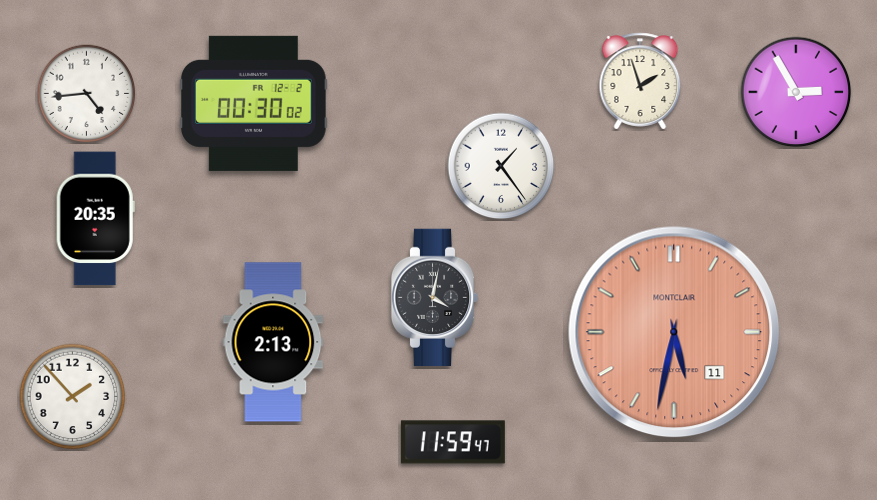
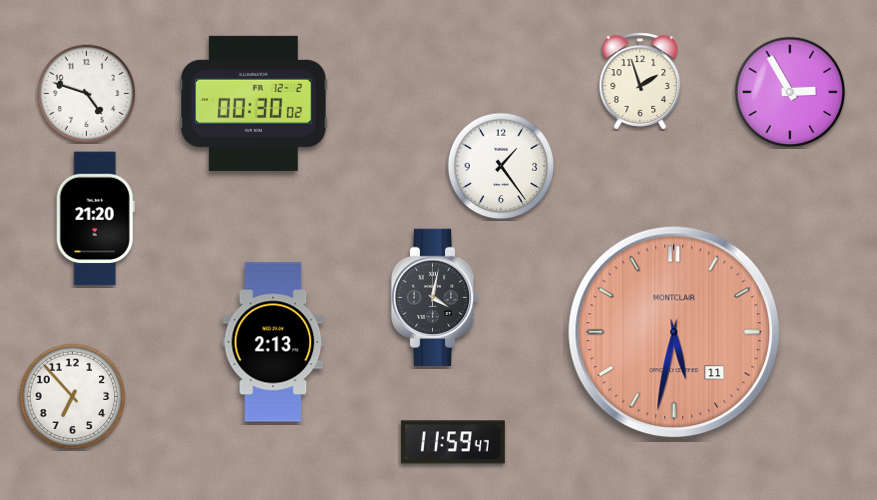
clock at (796, 92) position: (796, 92) -> (790, 92)
clock at (87, 94): 4:44 -> 4:48
clock at (95, 219): 20:35 -> 21:20
clock at (73, 397): 1:53 -> 6:53
